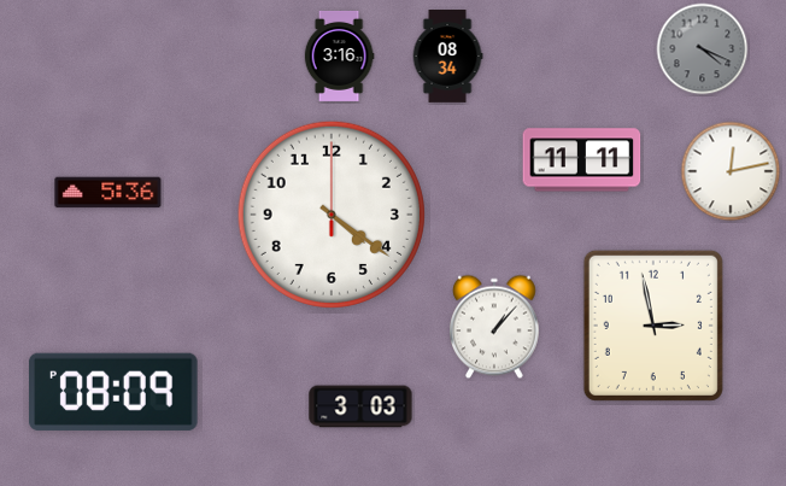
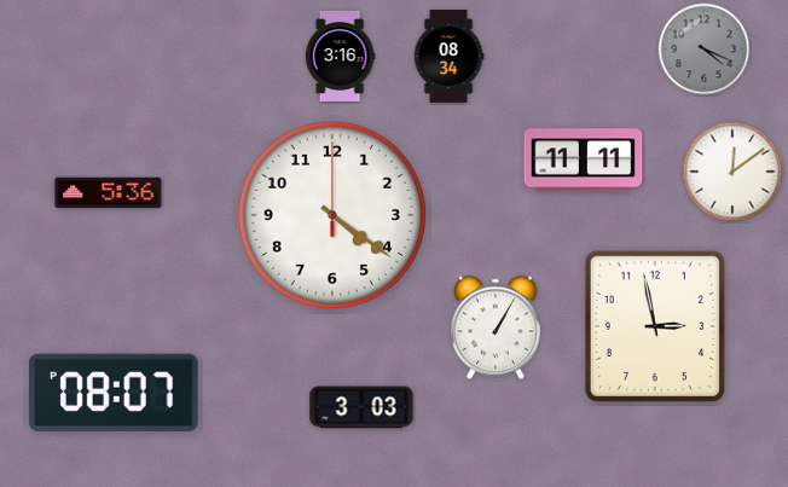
clock at (731, 171): 12:13 -> 12:09
clock at (495, 327): 1:07 -> 1:05
clock at (115, 392): 08:09 -> 08:07
